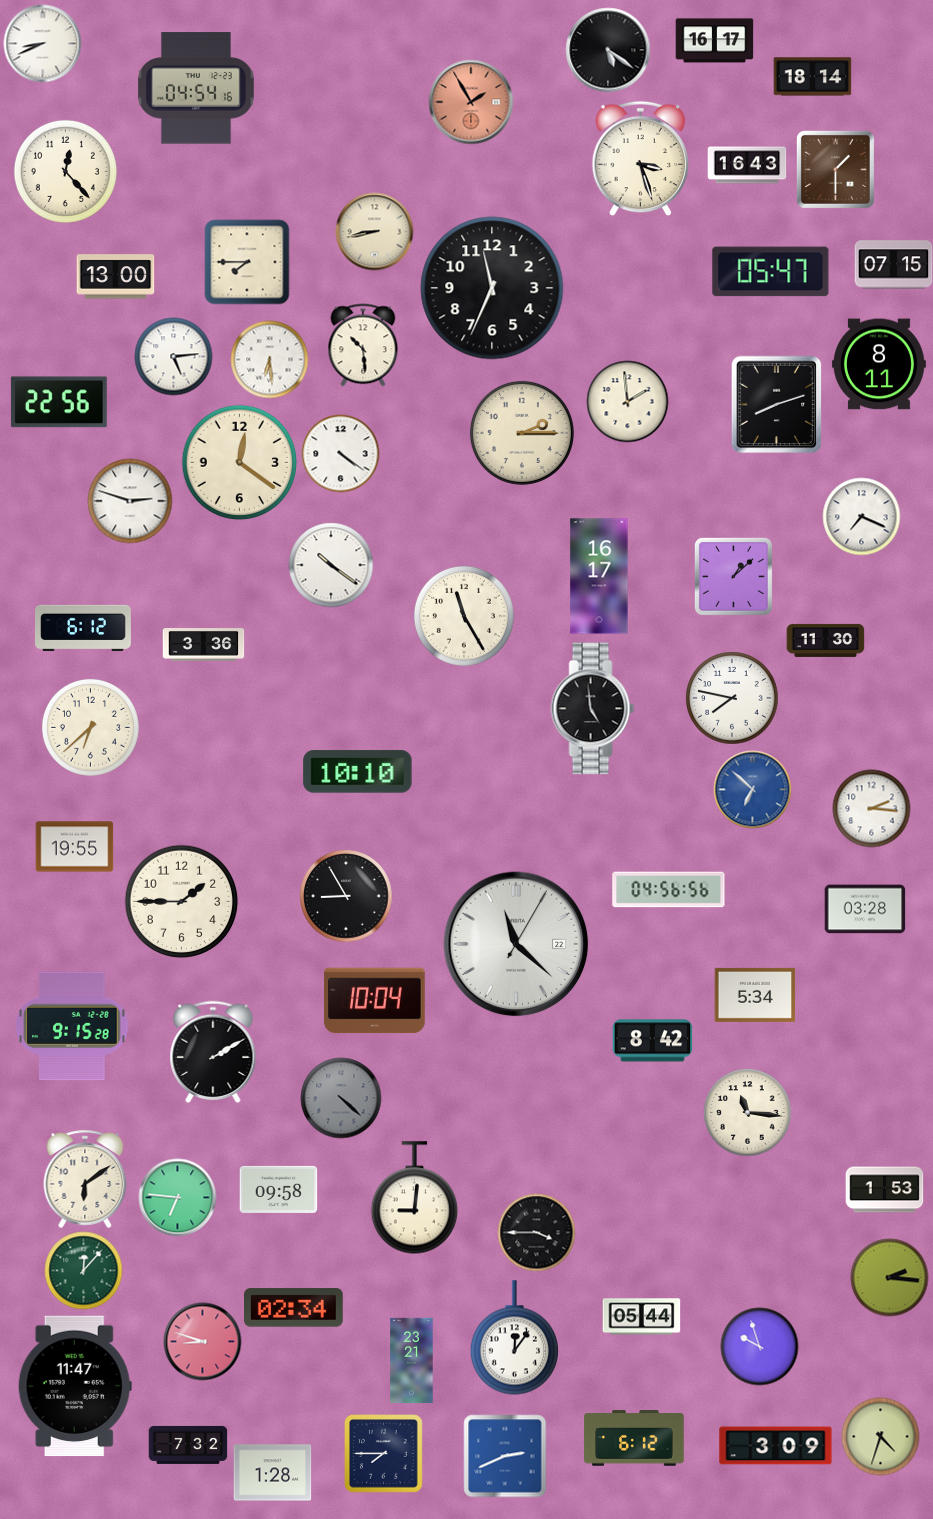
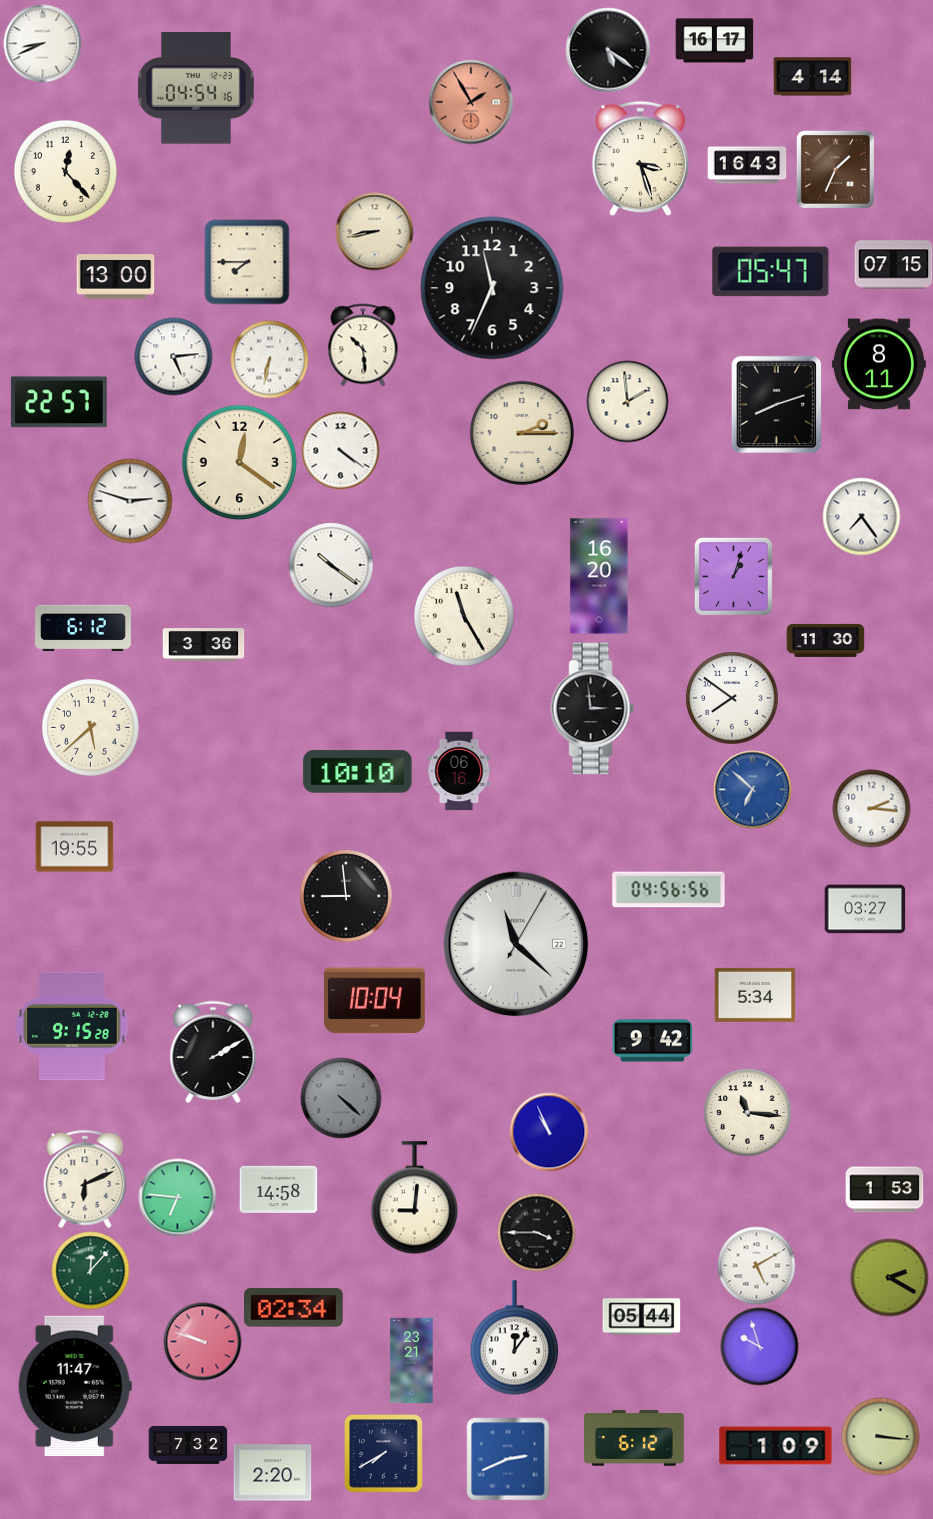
clock at (812, 77): 18:14 -> 4:14
clock at (835, 169): 1:30 -> 1:34
clock at (269, 359): 6:29 -> 6:32
clock at (59, 402): 22:56 -> 22:57
clock at (340, 453) position: (340, 453) -> (340, 450)
clock at (861, 516): 7:19 -> 7:24
clock at (599, 576): 16:17 -> 16:20
clock at (733, 576): 1:08 -> 1:03
clock at (732, 698): 7:47 -> 7:51
clock at (593, 709): 4:59 -> 2:59
clock at (90, 727): 6:38 -> 5:38
clock at (459, 771): none -> 06:16
clock at (346, 896): 8:55 -> 8:59
clock at (181, 901): 1:45 -> none
clock at (865, 909): 03:28 -> 03:27
clock at (652, 1041): 8:42 -> 9:42
clock at (549, 1132): none -> 10:56
clock at (85, 1179): 6:09 -> 6:11
clock at (278, 1189): 09:58 -> 14:58
clock at (756, 1265): none -> 5:10
clock at (83, 1270) position: (83, 1270) -> (90, 1270)
clock at (889, 1277): 2:16 -> 2:20
clock at (202, 1341): 8:48 -> 9:48
clock at (880, 1436): 4:33 -> 3:16
clock at (776, 1446): 3:09 -> 1:09
clock at (384, 1454): 7:45 -> 7:40
clock at (505, 1456) position: (505, 1456) -> (508, 1459)
clock at (272, 1473): 1:28 -> 2:20
